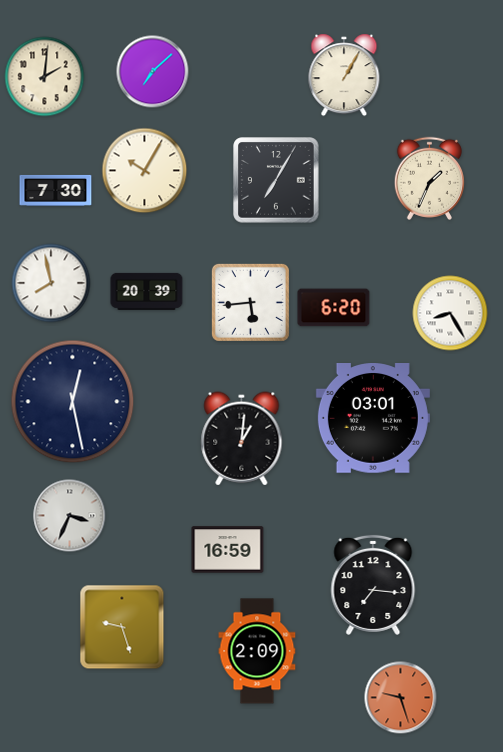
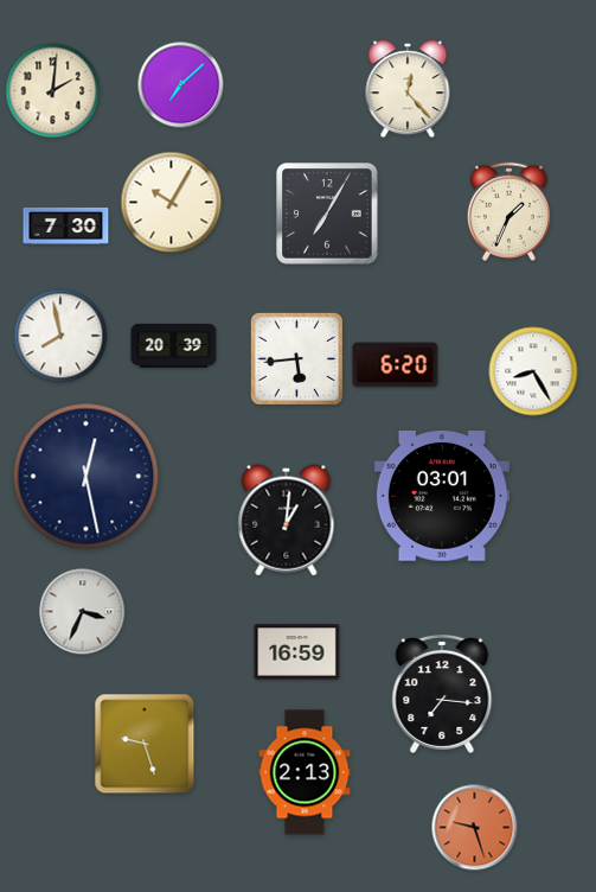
clock at (344, 75): 1:05 -> 12:23
clock at (228, 550) position: (228, 550) -> (297, 652)
clock at (257, 651): 2:09 -> 2:13
